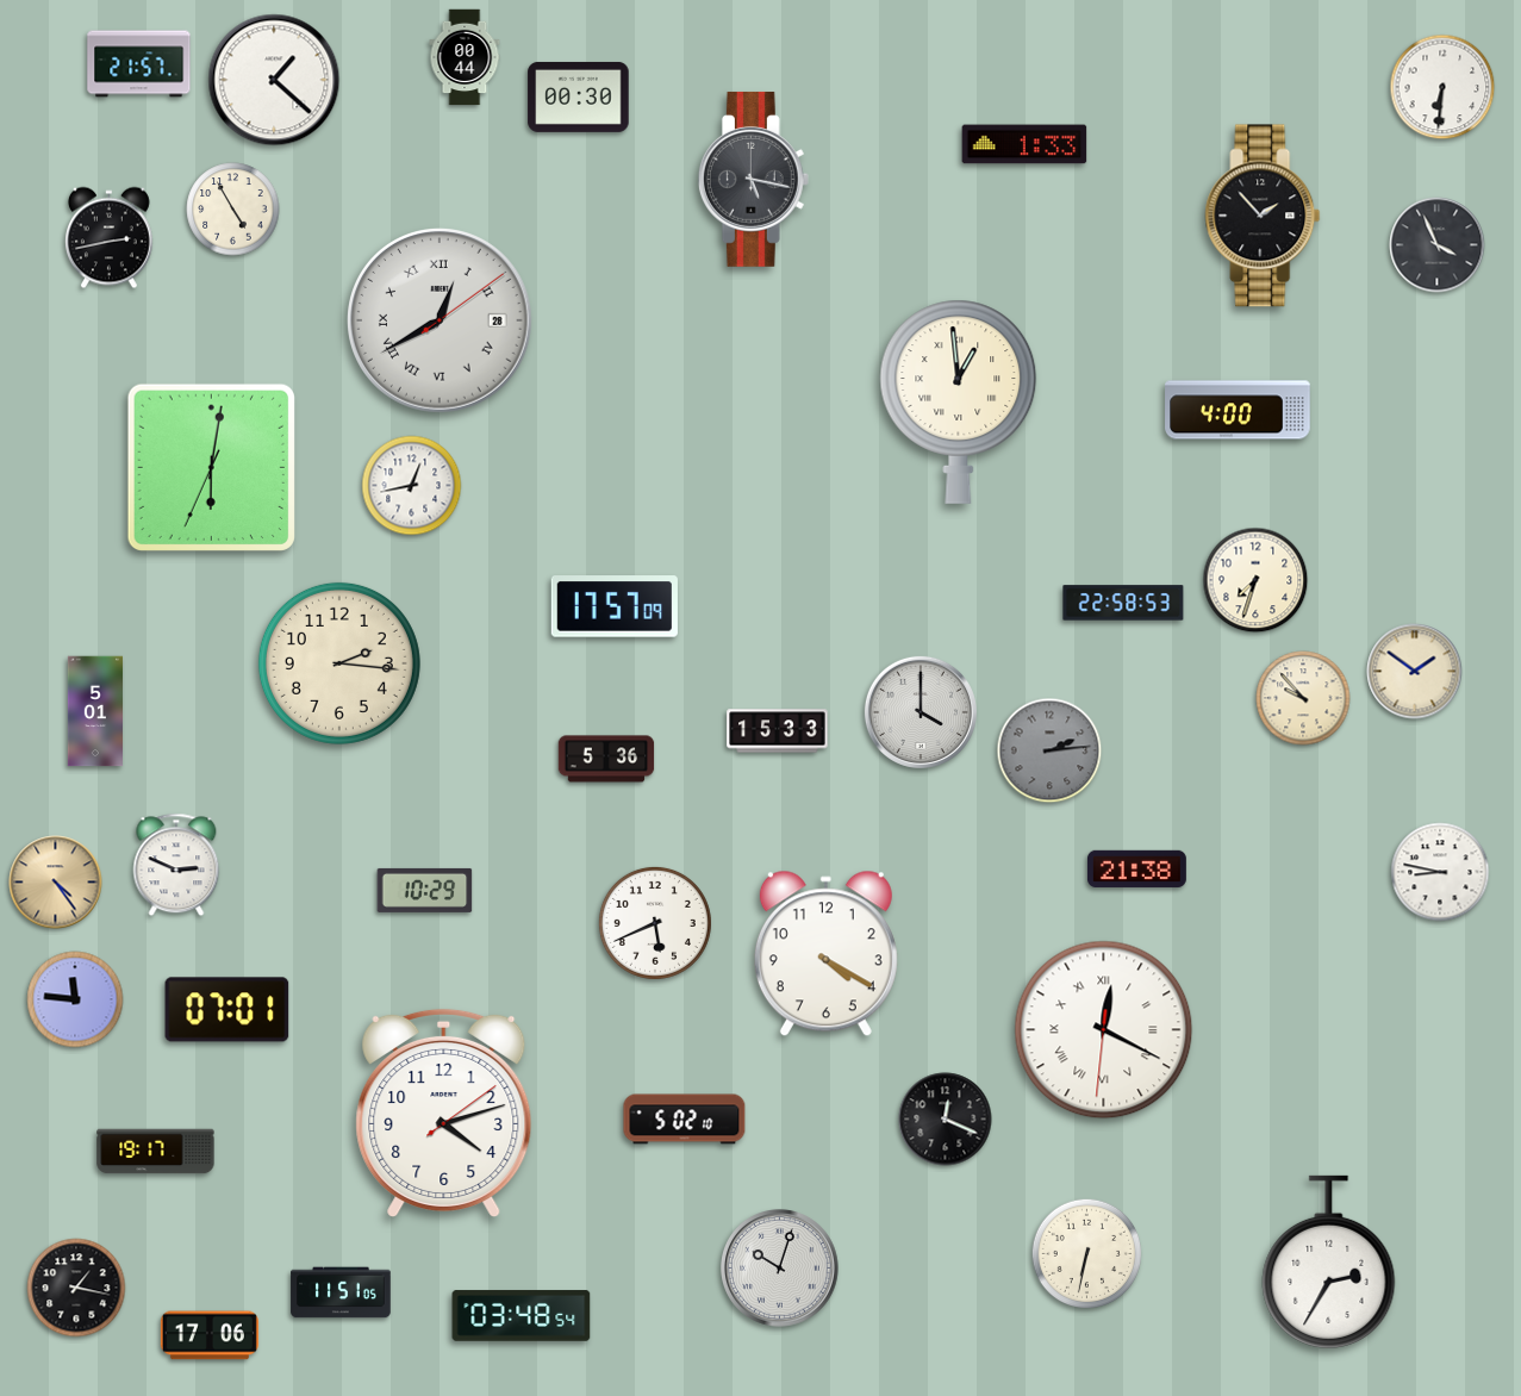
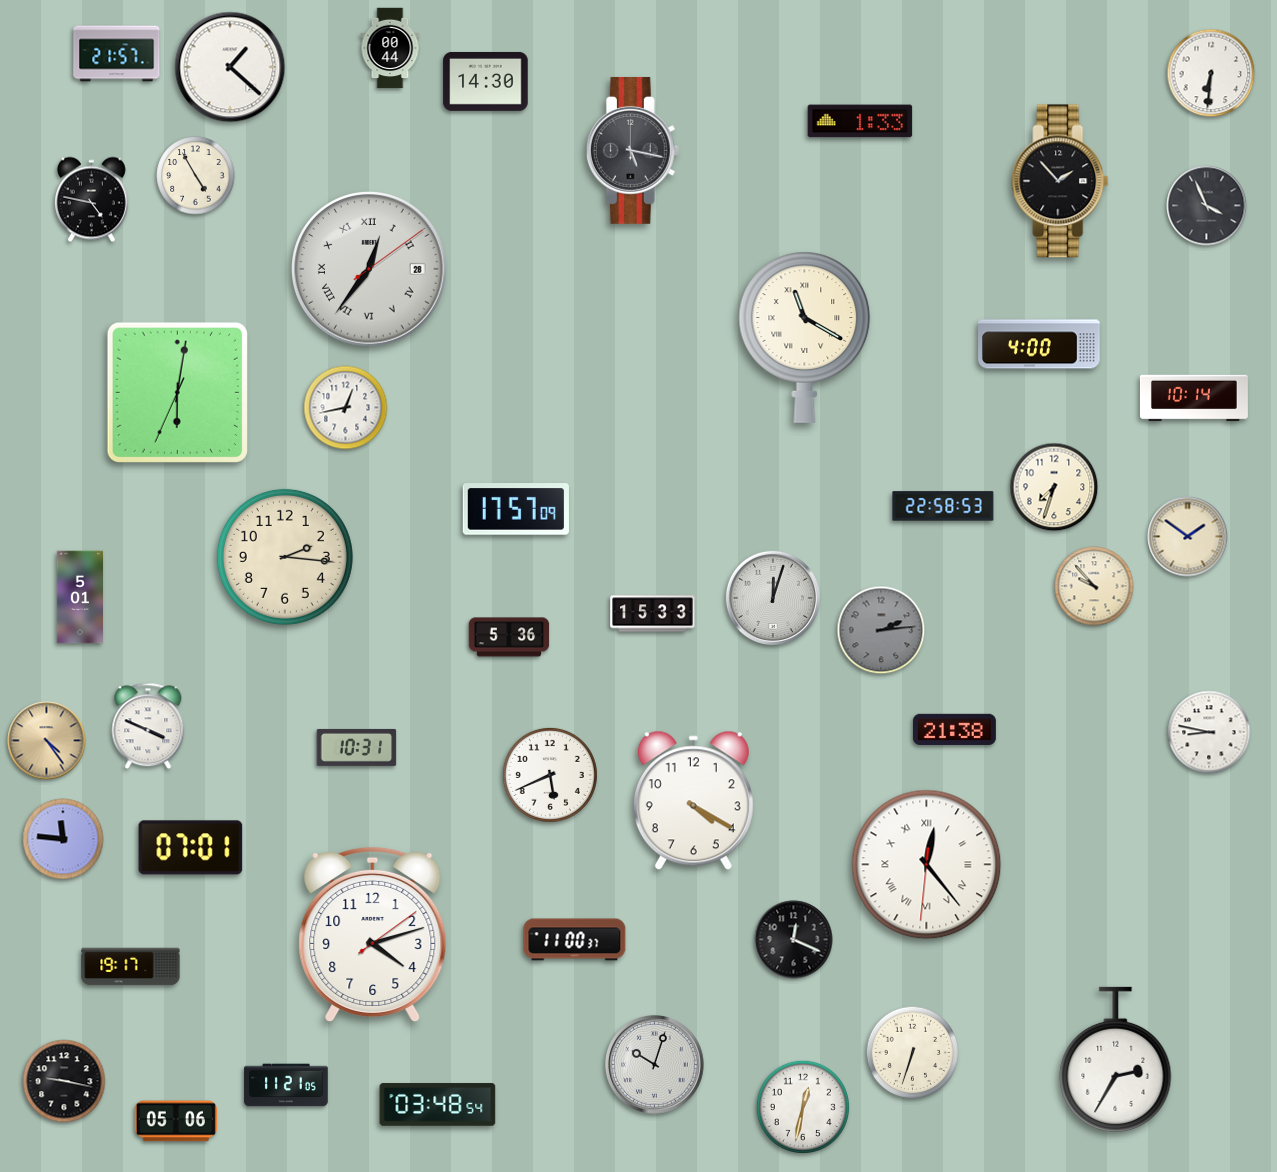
clock at (579, 96): 00:30 -> 14:30
clock at (108, 238): 2:43 -> 4:47
clock at (441, 322): 12:40 -> 12:36
clock at (959, 401): 12:59 -> 11:20
clock at (1194, 398): none -> 10:14
clock at (1415, 672) position: (1415, 672) -> (1188, 537)
clock at (921, 712): 4:00 -> 12:03
clock at (176, 865): 2:49 -> 3:49
clock at (425, 890): 10:29 -> 10:31
clock at (1104, 1030): 12:19 -> 12:23
clock at (685, 1120): 5:02 -> 11:00
clock at (1086, 1253): 6:32 -> 6:33
clock at (76, 1288): 1:17 -> 9:17
clock at (341, 1292): 11:51 -> 11:21
clock at (803, 1107): none -> 12:32
clock at (210, 1335): 17:06 -> 05:06
